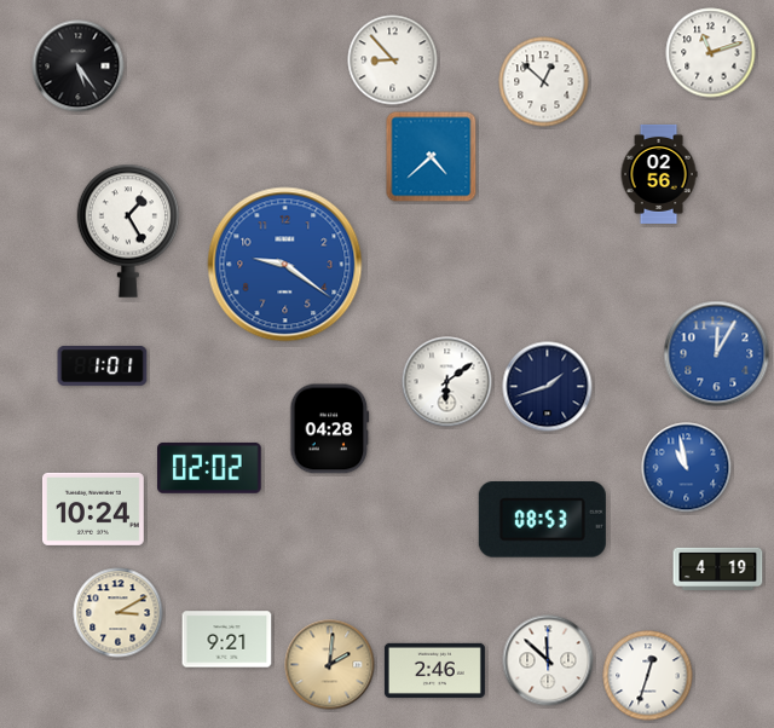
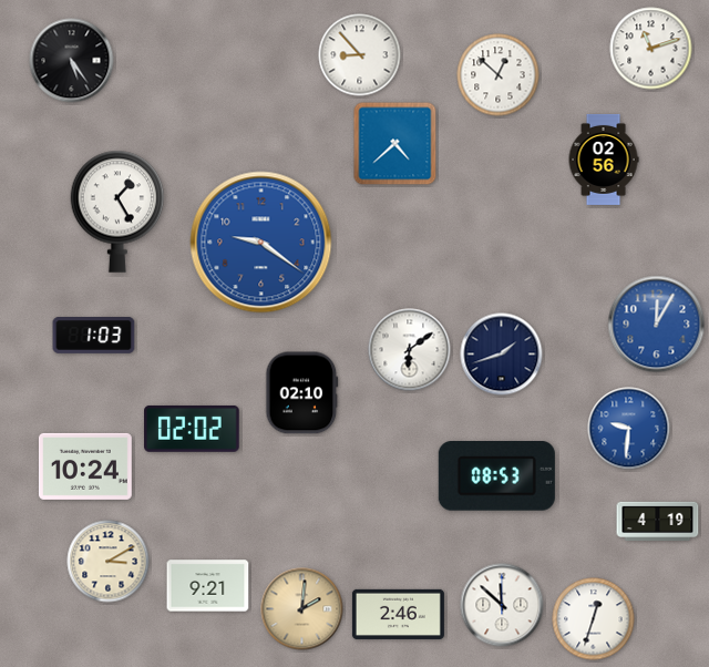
clock at (103, 366): 1:01 -> 1:03
clock at (330, 429): 04:28 -> 02:10
clock at (687, 468): 10:58 -> 9:31
